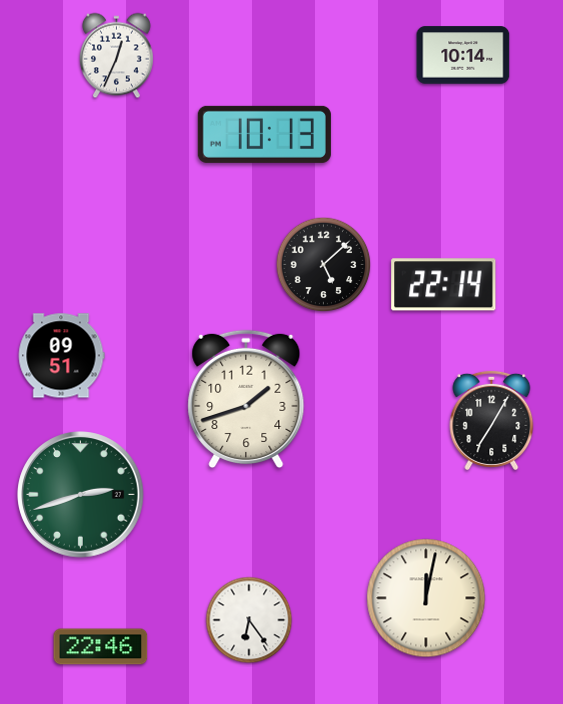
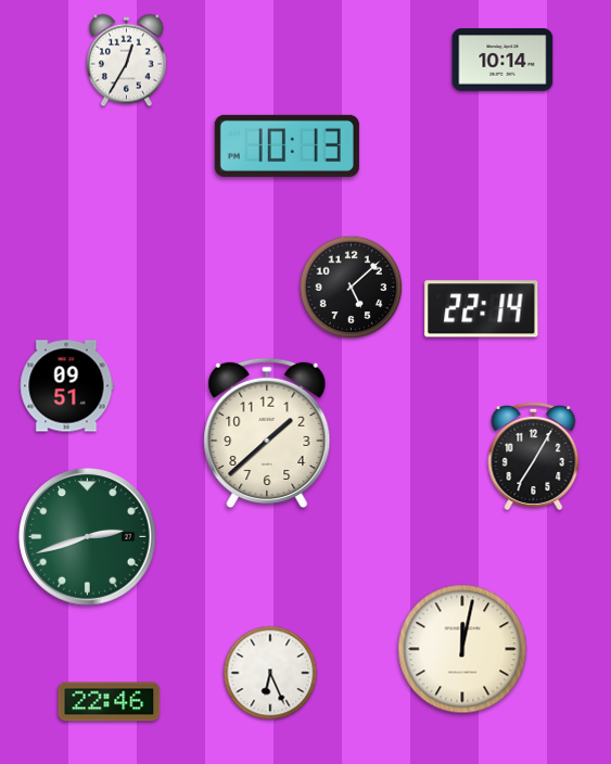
clock at (117, 56): 12:34 -> 12:35
clock at (246, 399): 1:42 -> 1:38
clock at (249, 620): 6:24 -> 6:26
